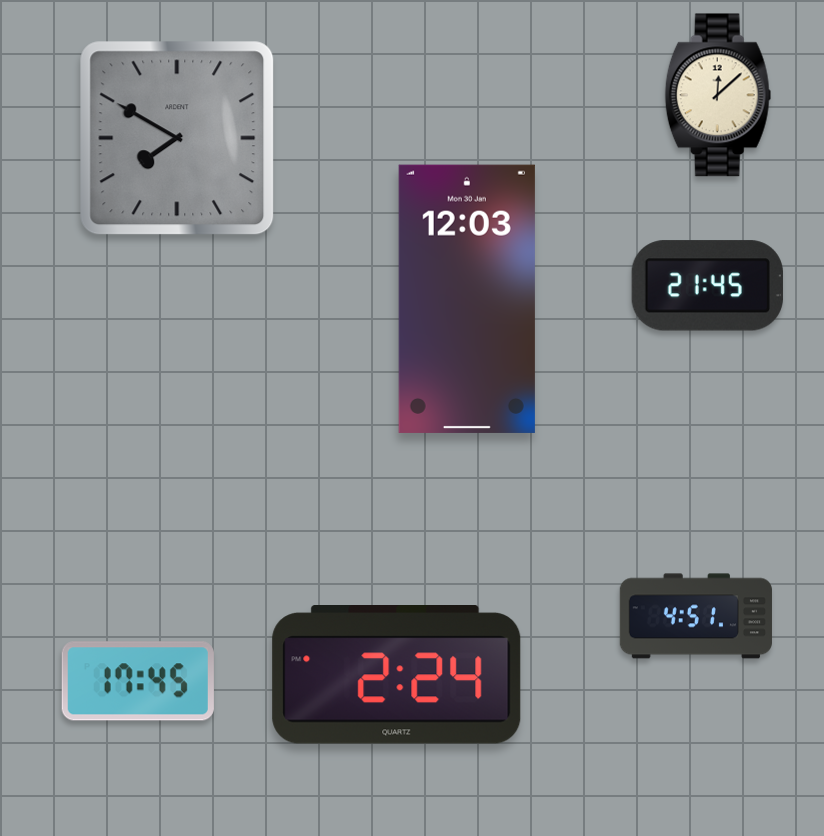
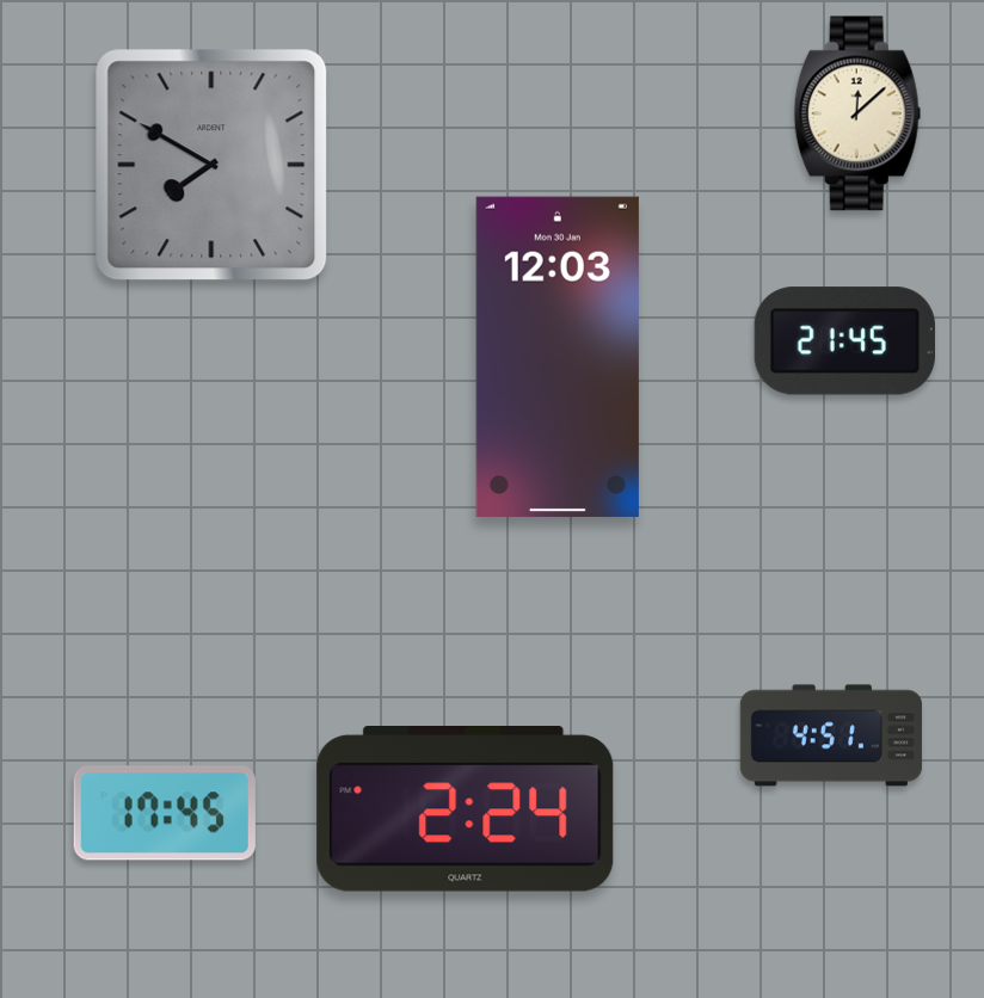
clock at (397, 675) position: (397, 675) -> (466, 809)
